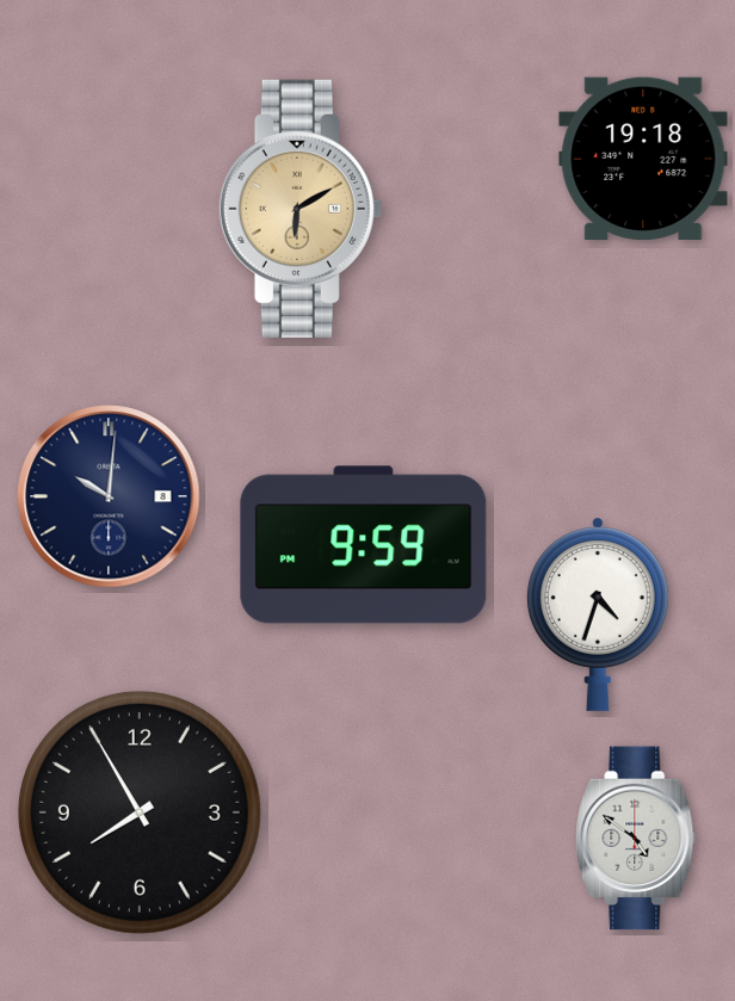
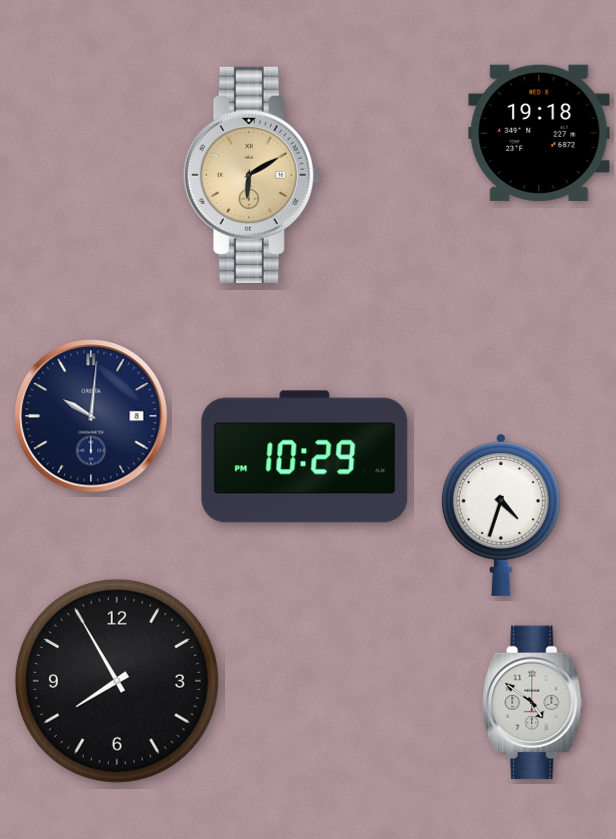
clock at (364, 545): 9:59 -> 10:29
